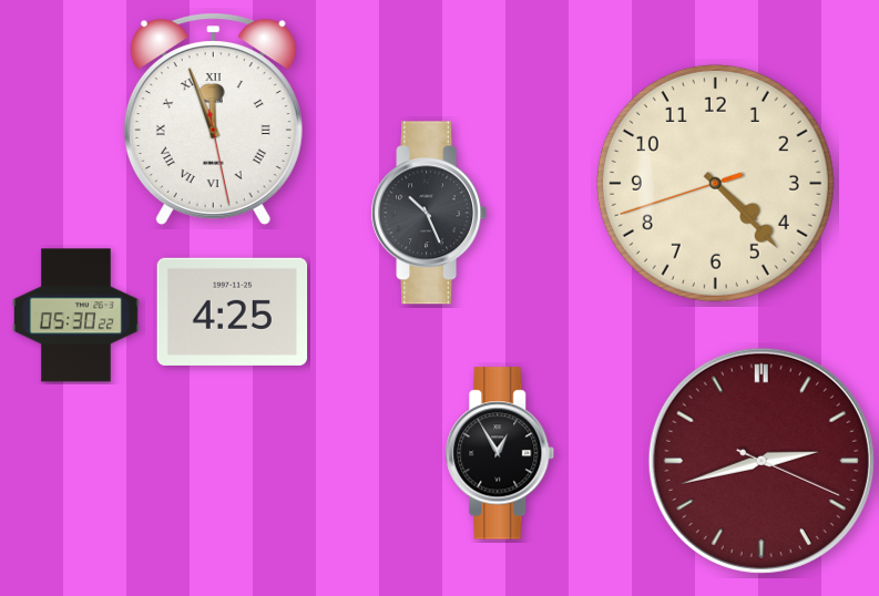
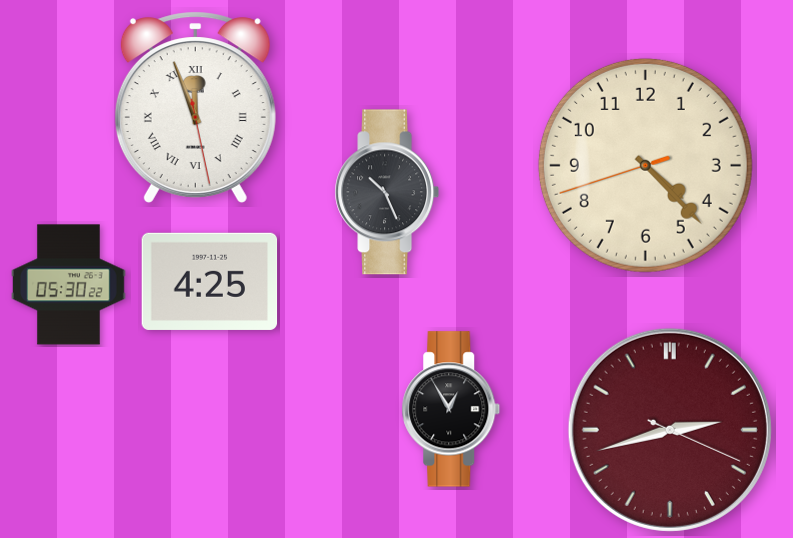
clock at (213, 119) position: (213, 119) -> (195, 107)
clock at (762, 461) position: (762, 461) -> (670, 430)
